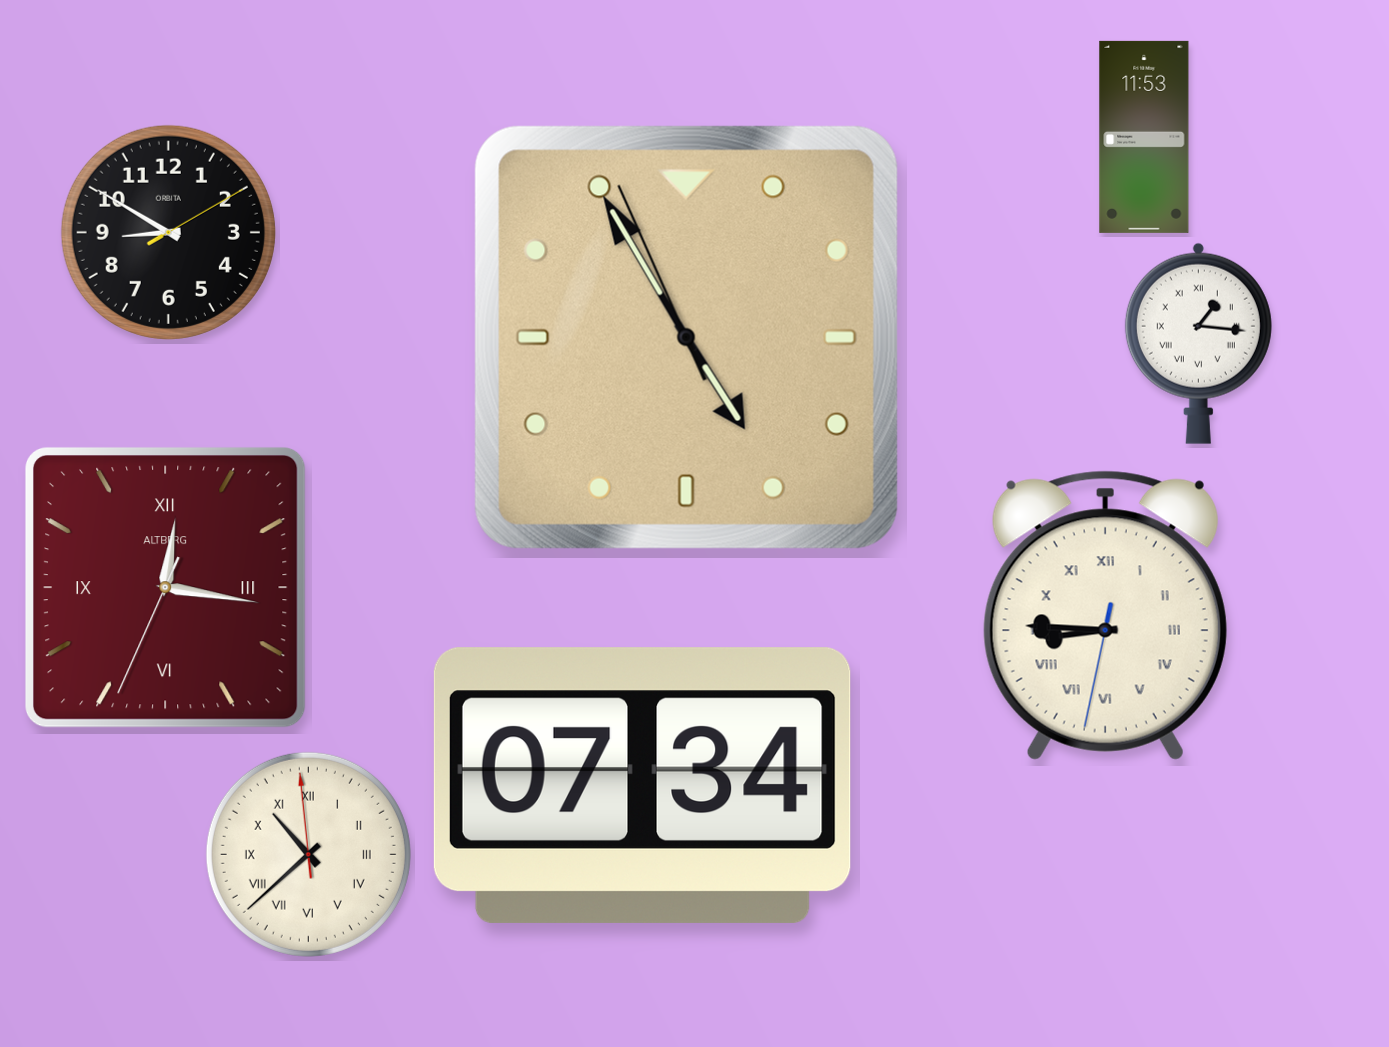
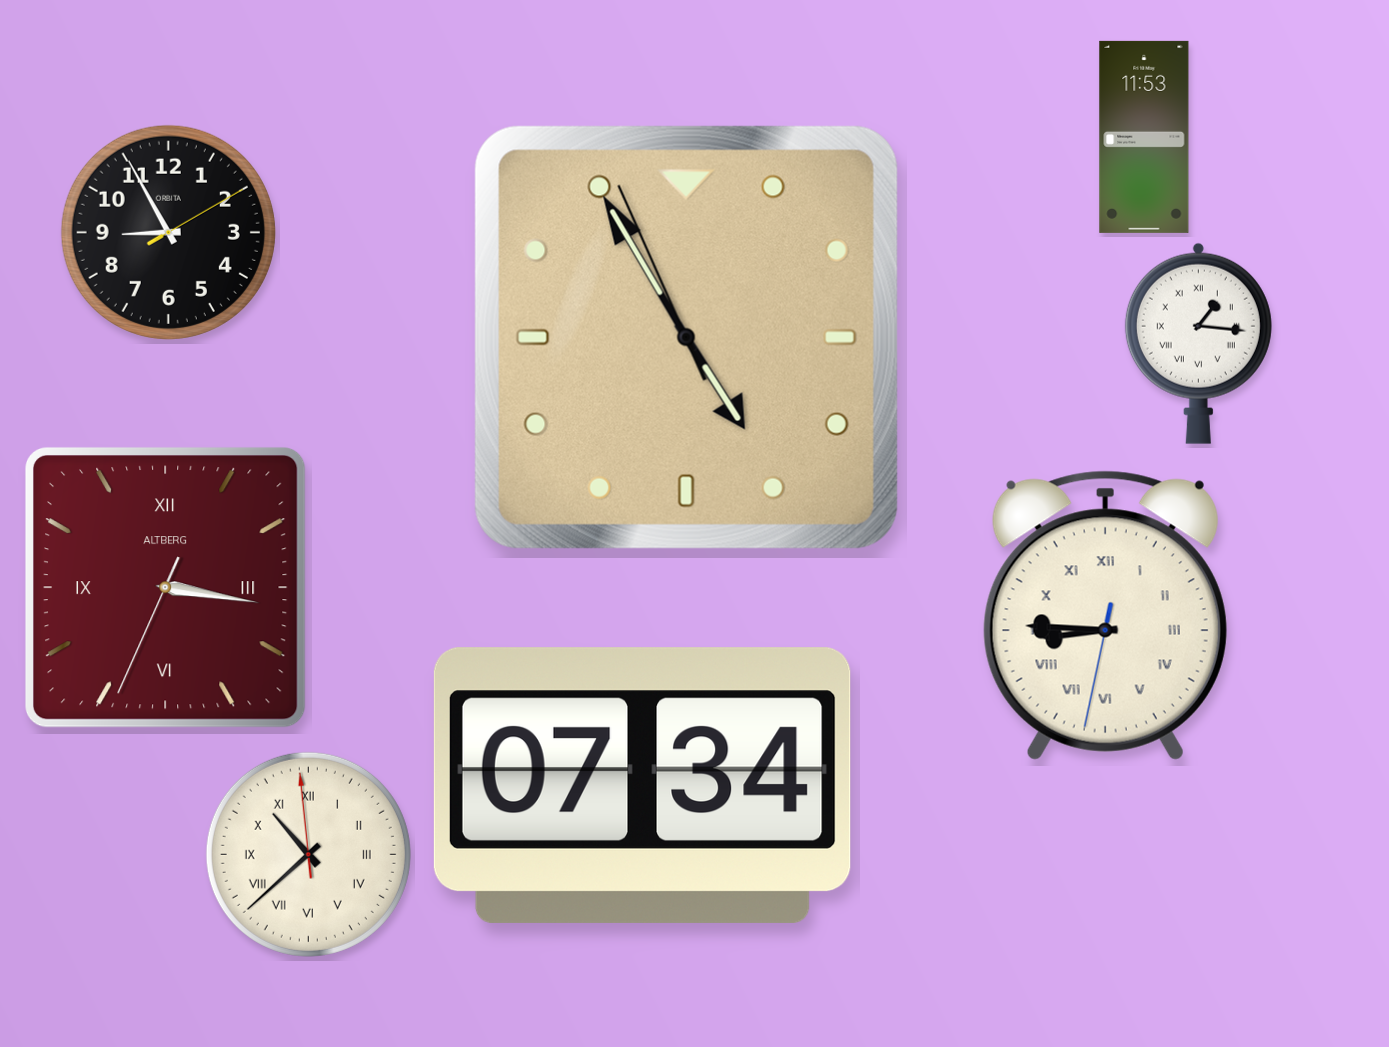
clock at (168, 232): 8:50 -> 8:55
clock at (165, 587): 12:16 -> 3:16
